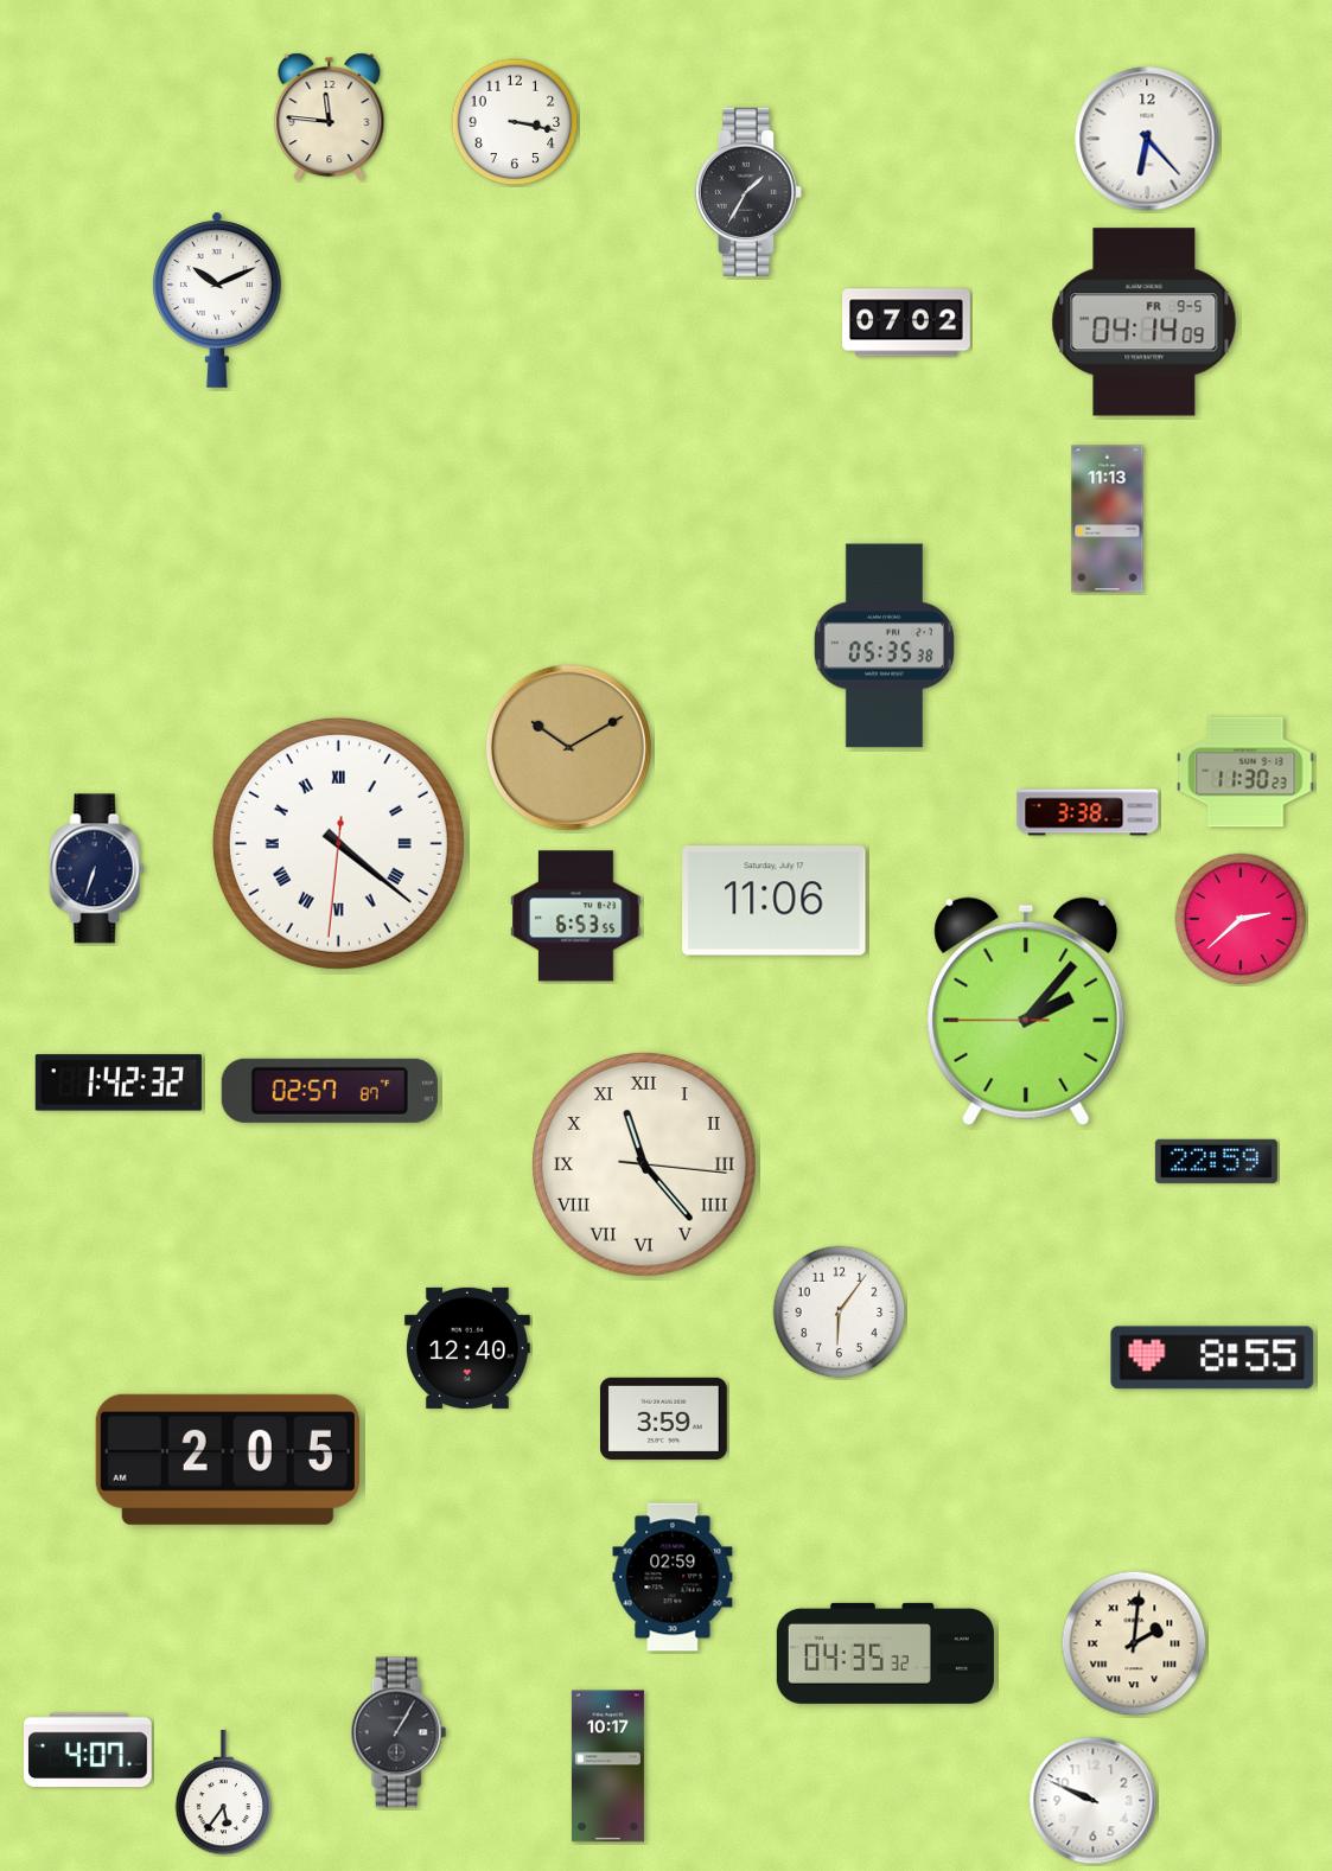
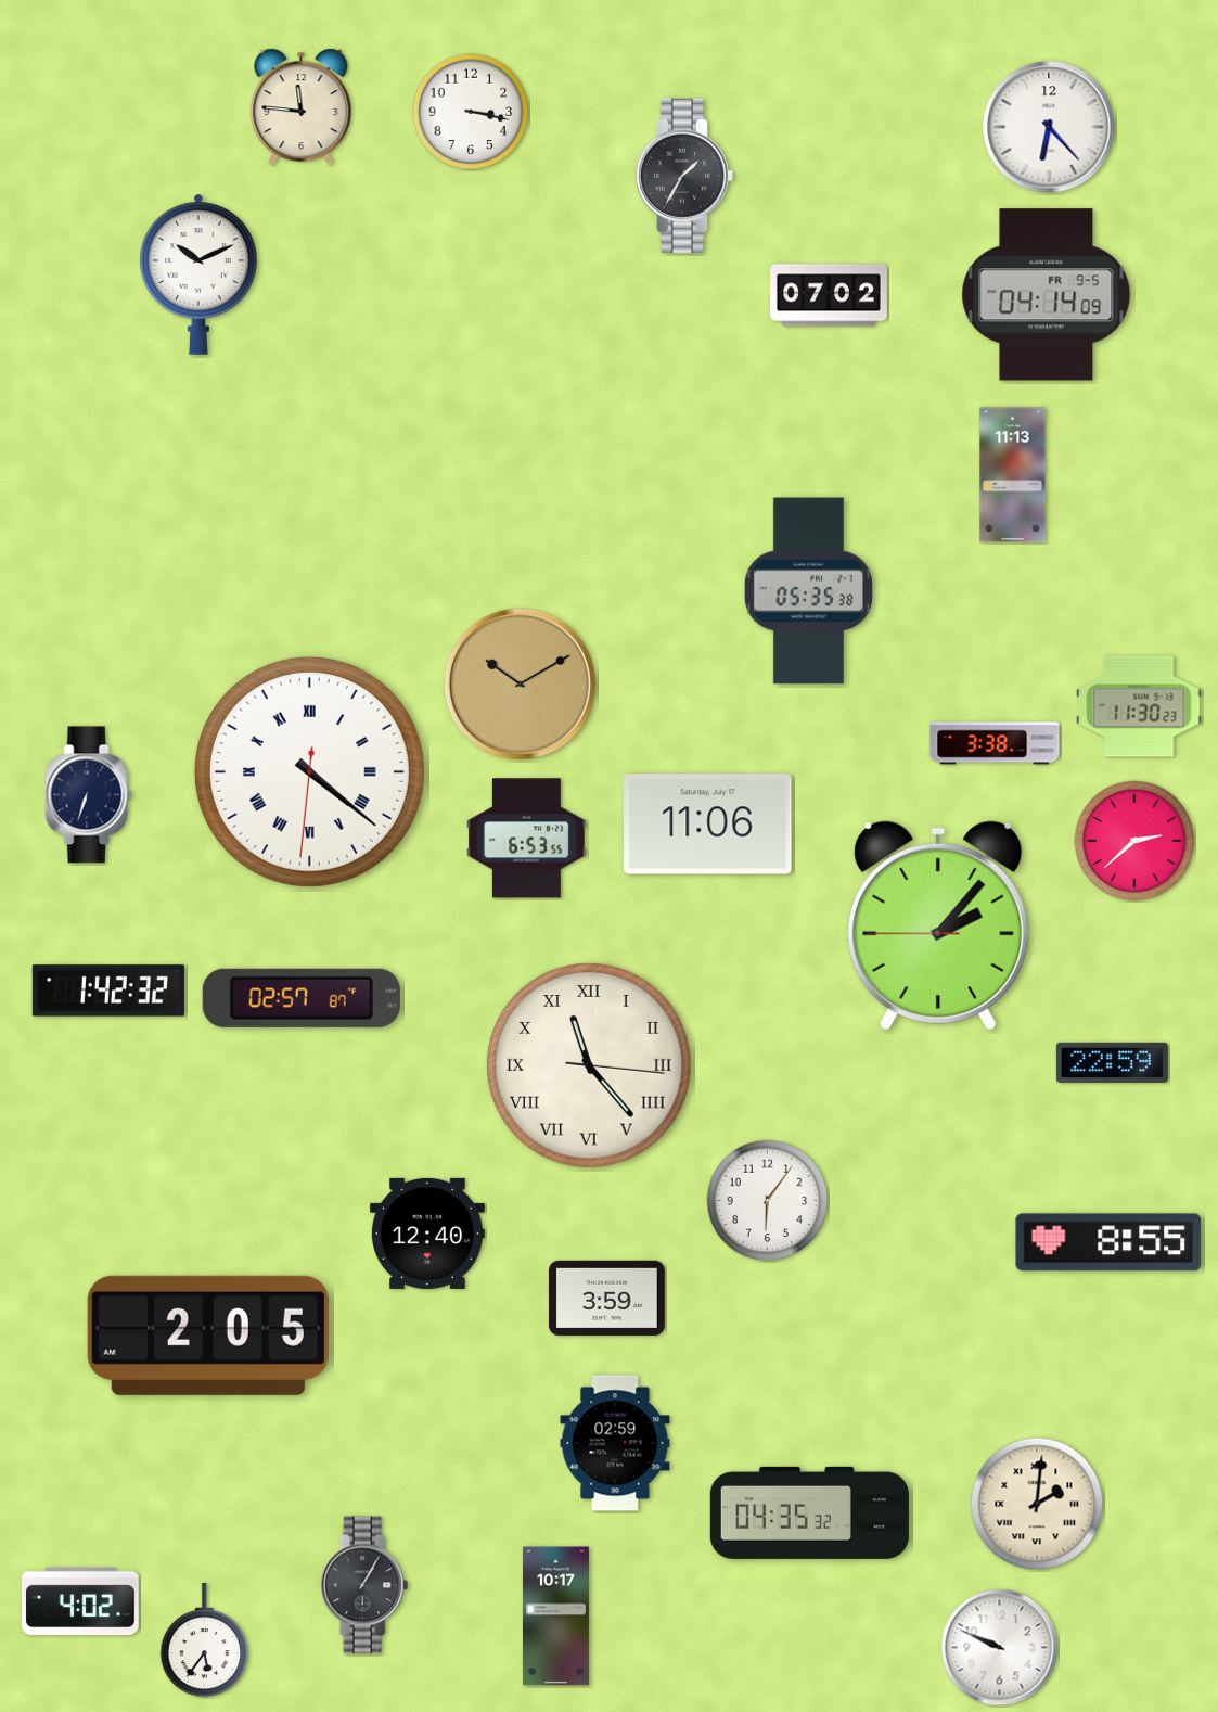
clock at (89, 1750): 4:07 -> 4:02
